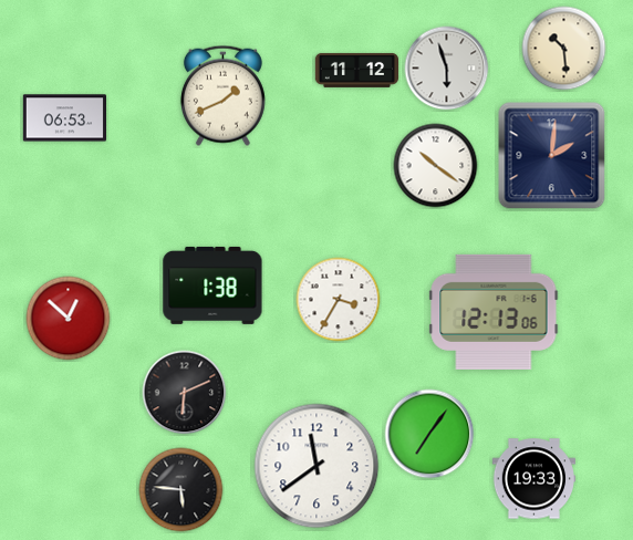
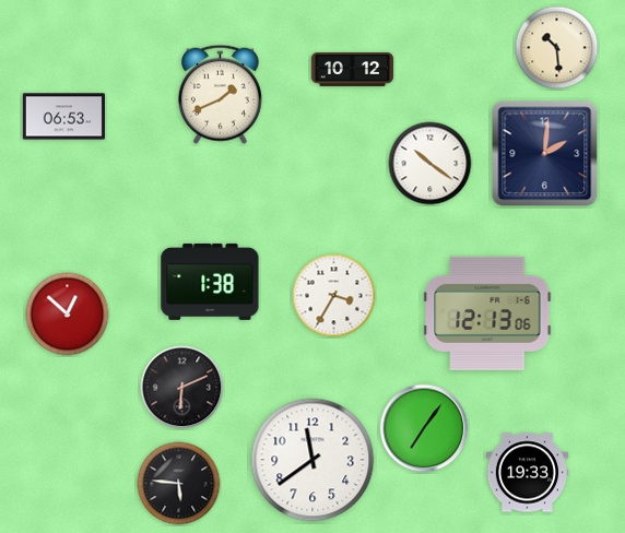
clock at (447, 69): 5:57 -> none
clock at (357, 70): 11:12 -> 10:12
clock at (494, 312) position: (494, 312) -> (487, 313)
